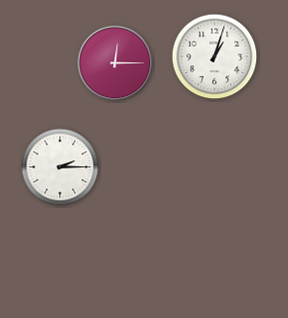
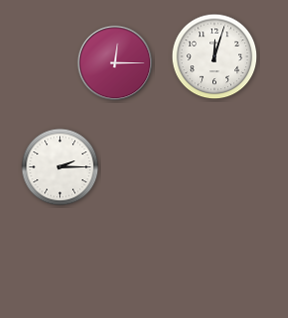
clock at (215, 57): 1:03 -> 12:03
